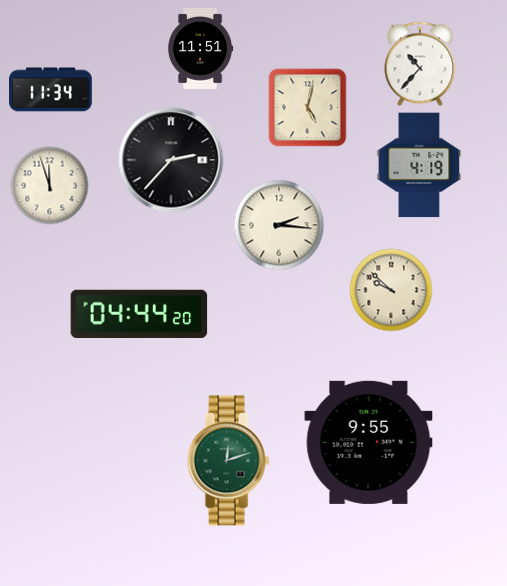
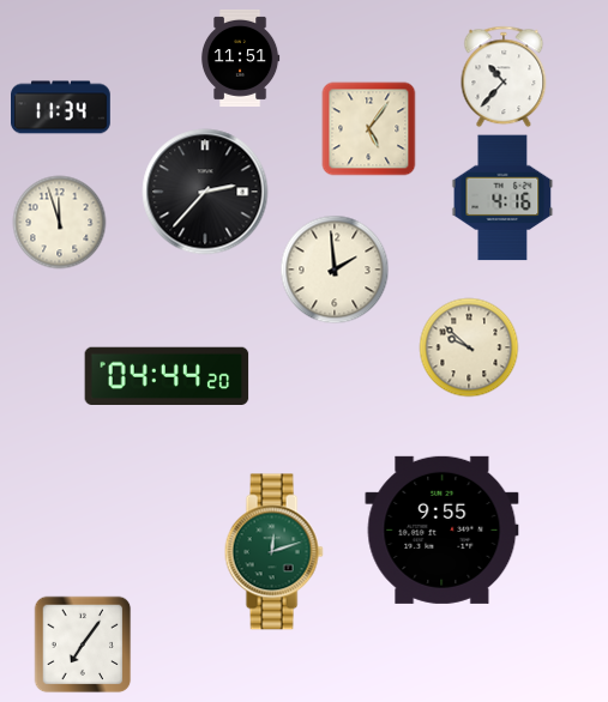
clock at (308, 108): 5:02 -> 5:06
clock at (419, 165): 4:19 -> 4:16
clock at (279, 225): 2:16 -> 1:59
clock at (83, 644): none -> 7:06
